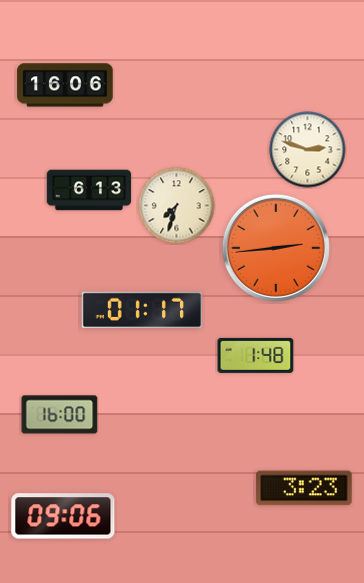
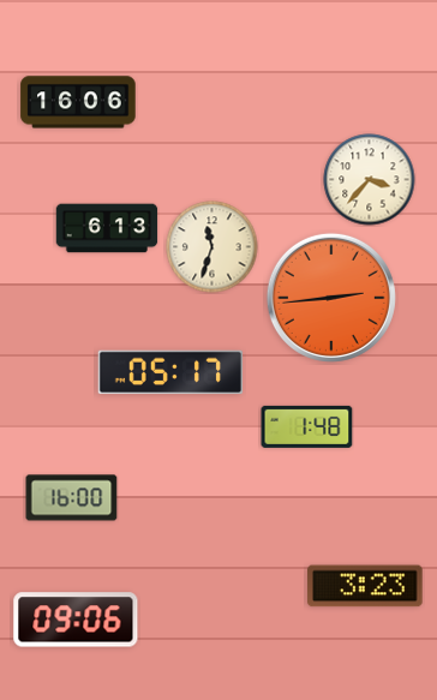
clock at (308, 150): 2:48 -> 3:37
clock at (177, 206): 7:33 -> 11:33
clock at (141, 310): 01:17 -> 05:17
